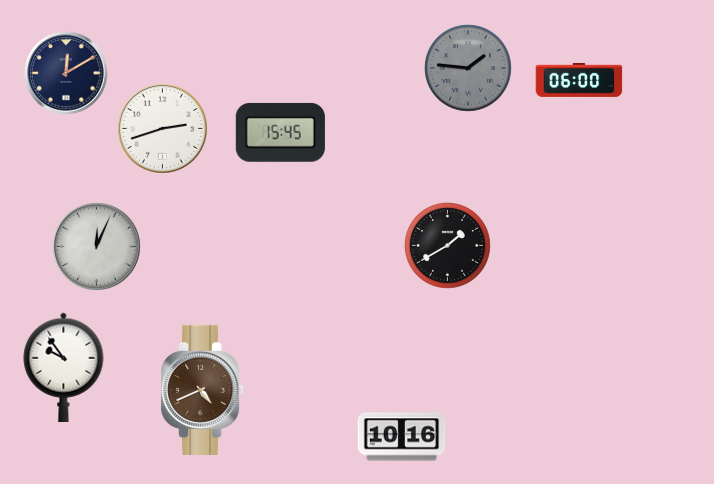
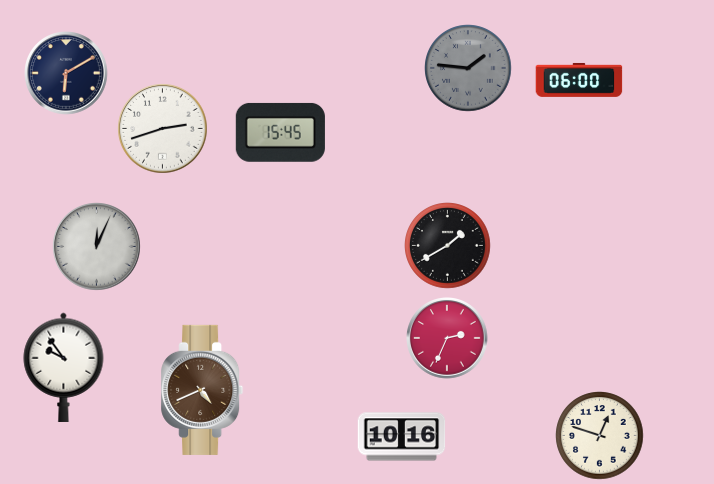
clock at (66, 73): 12:10 -> 6:10
clock at (448, 339): none -> 2:34
clock at (600, 436): none -> 12:48
